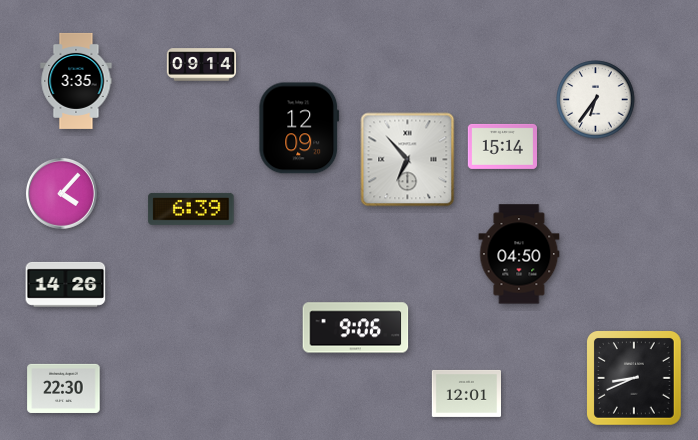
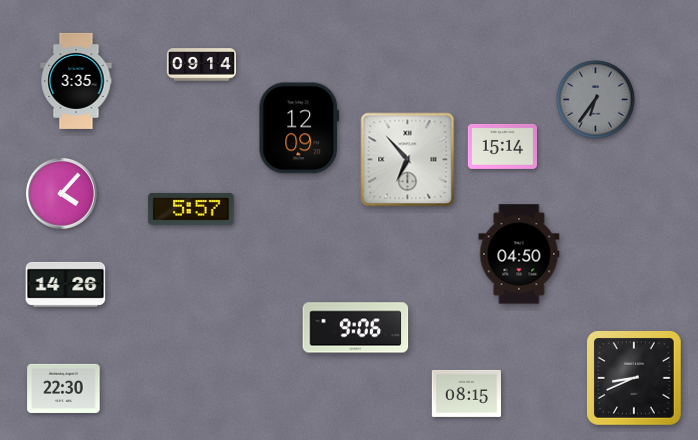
clock at (596, 100) dial: white -> grey
clock at (191, 209): 6:39 -> 5:57
clock at (466, 393): 12:01 -> 08:15
